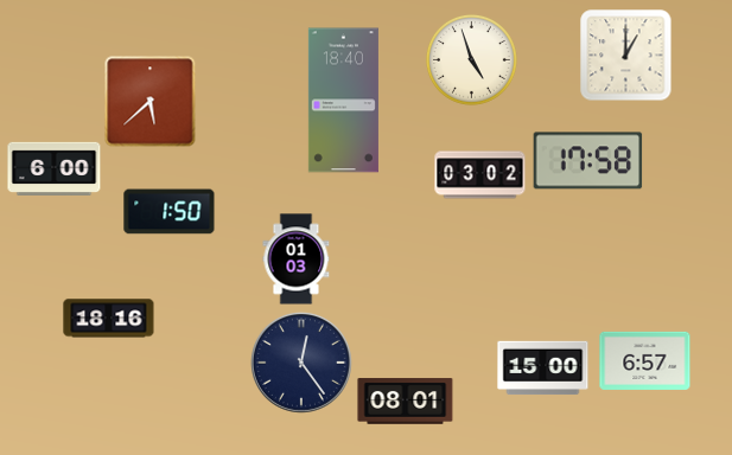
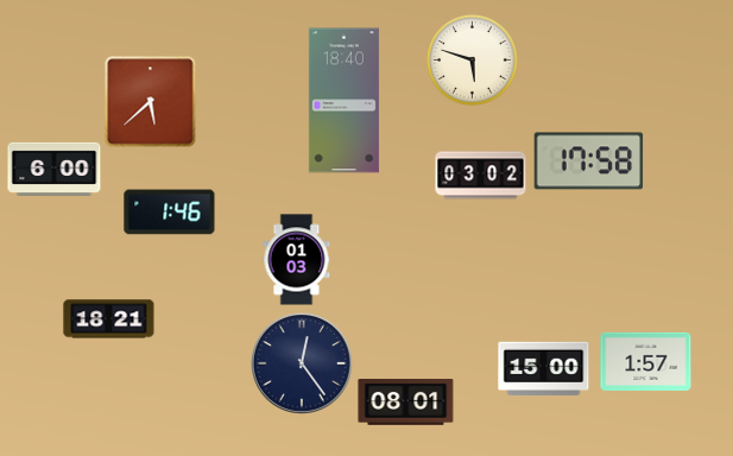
clock at (626, 56): 1:00 -> none
clock at (471, 59): 4:57 -> 5:48
clock at (170, 212): 1:50 -> 1:46
clock at (109, 319): 18:16 -> 18:21
clock at (645, 360): 6:57 -> 1:57
